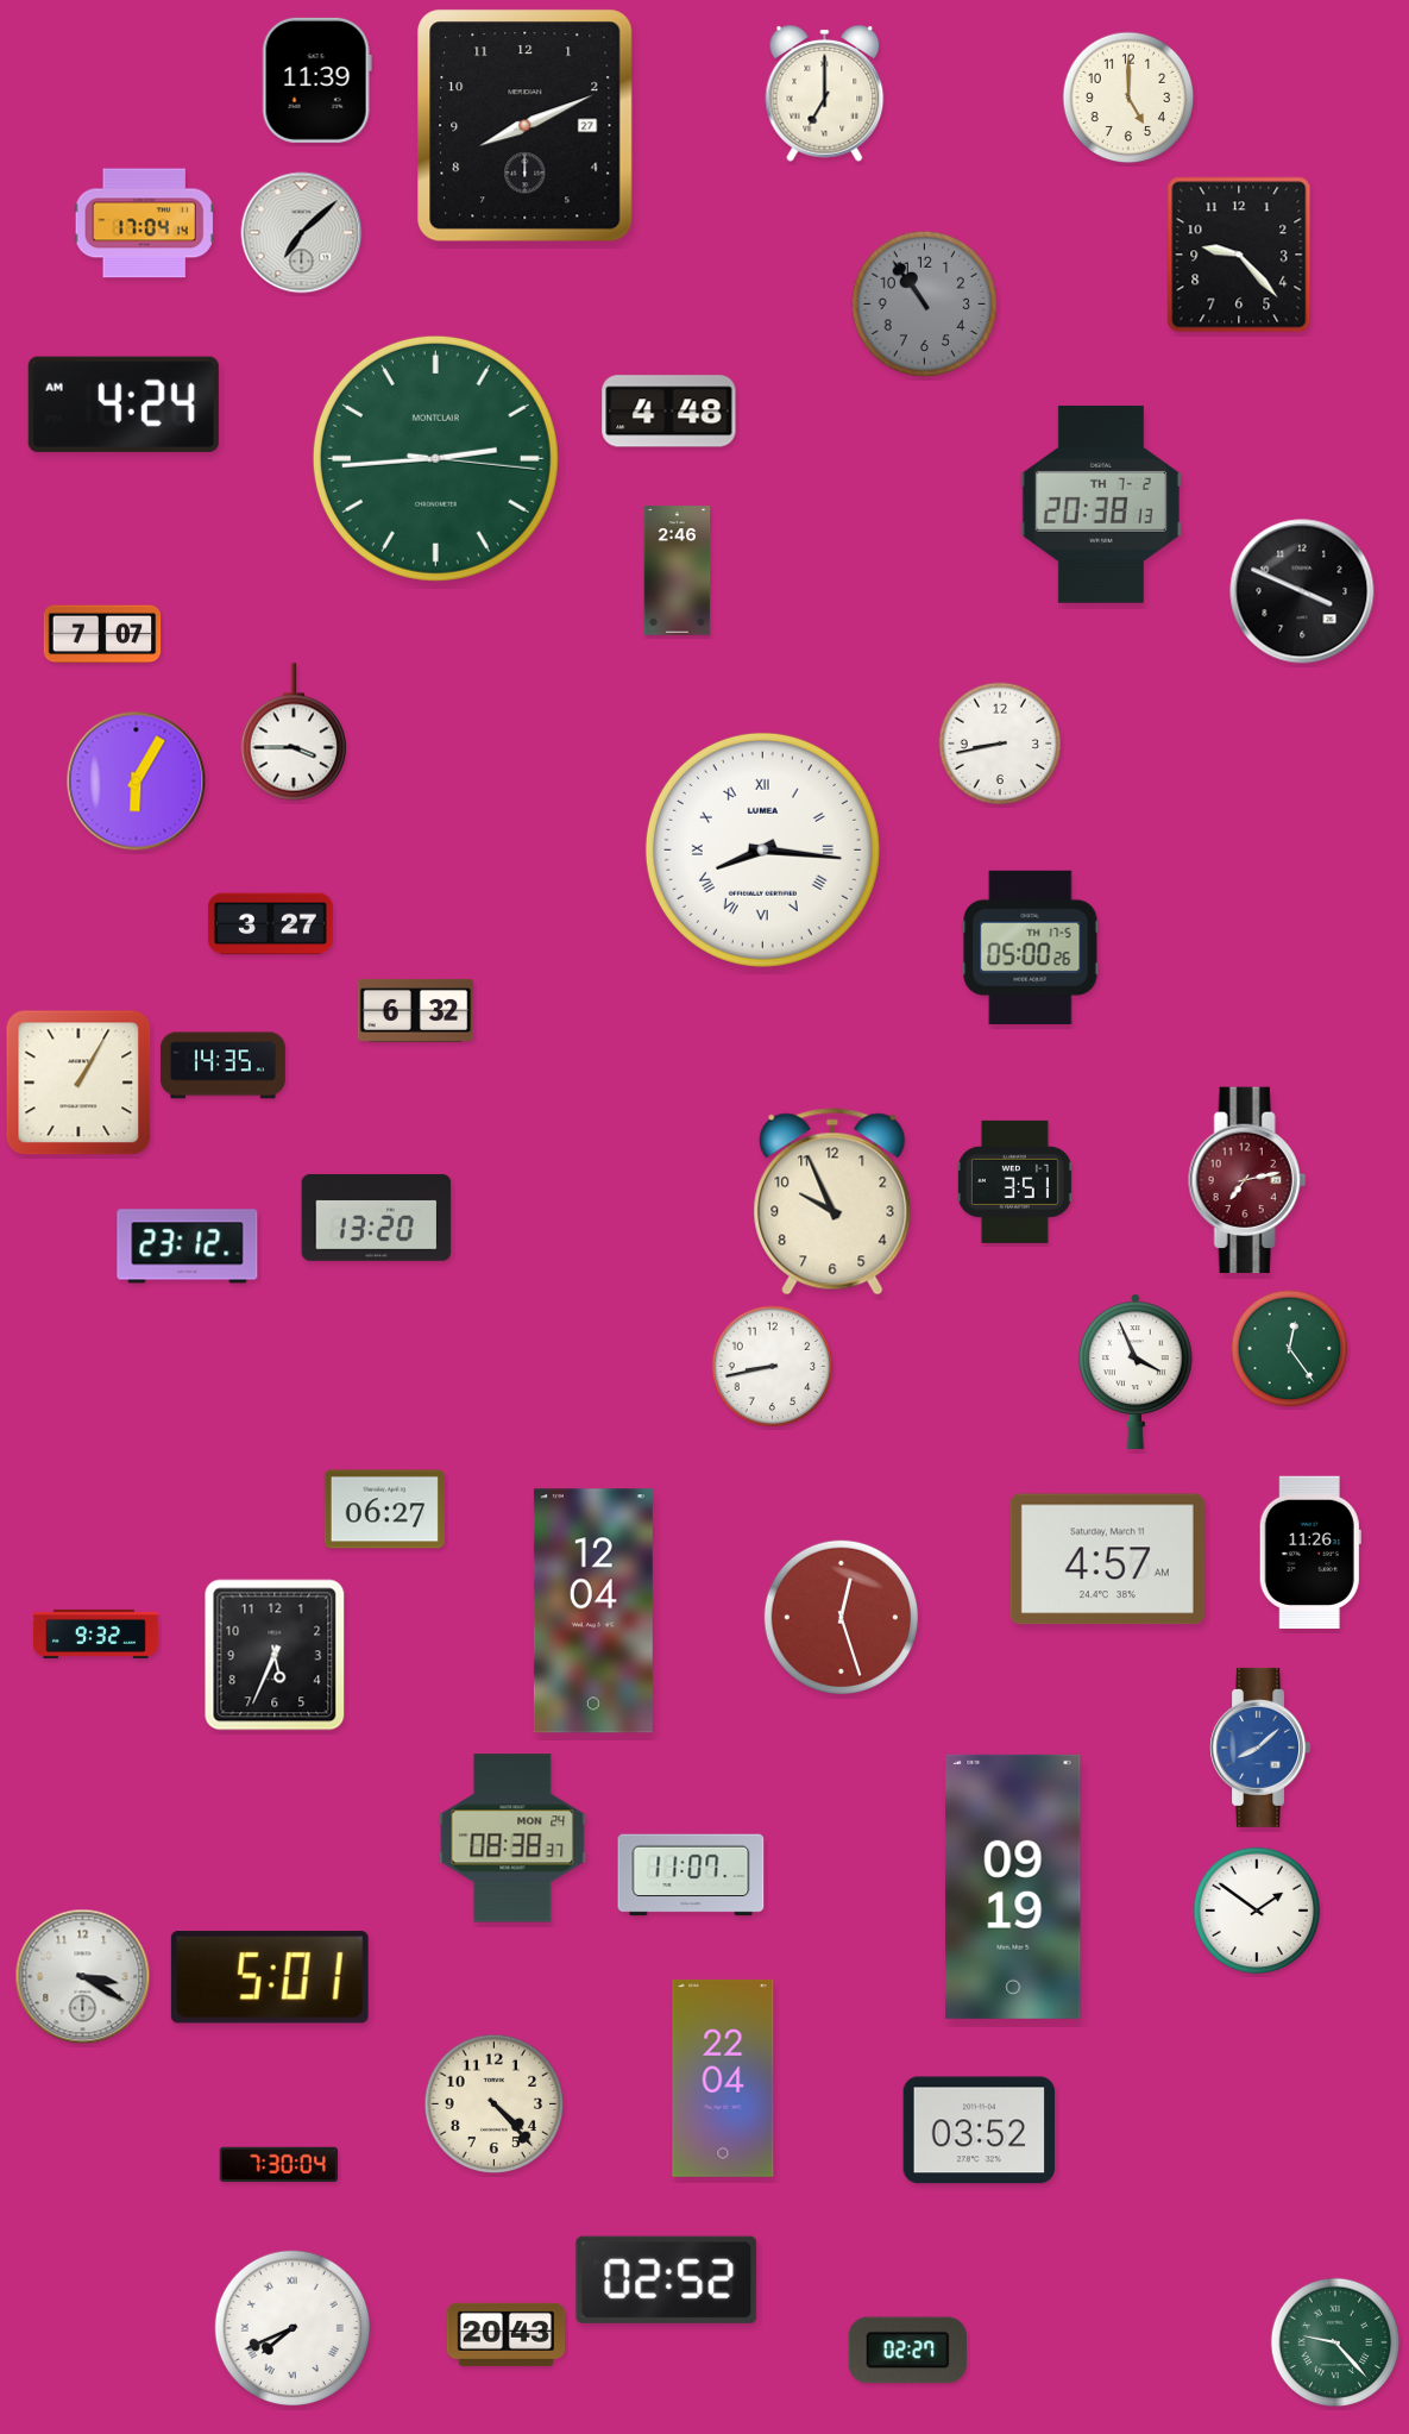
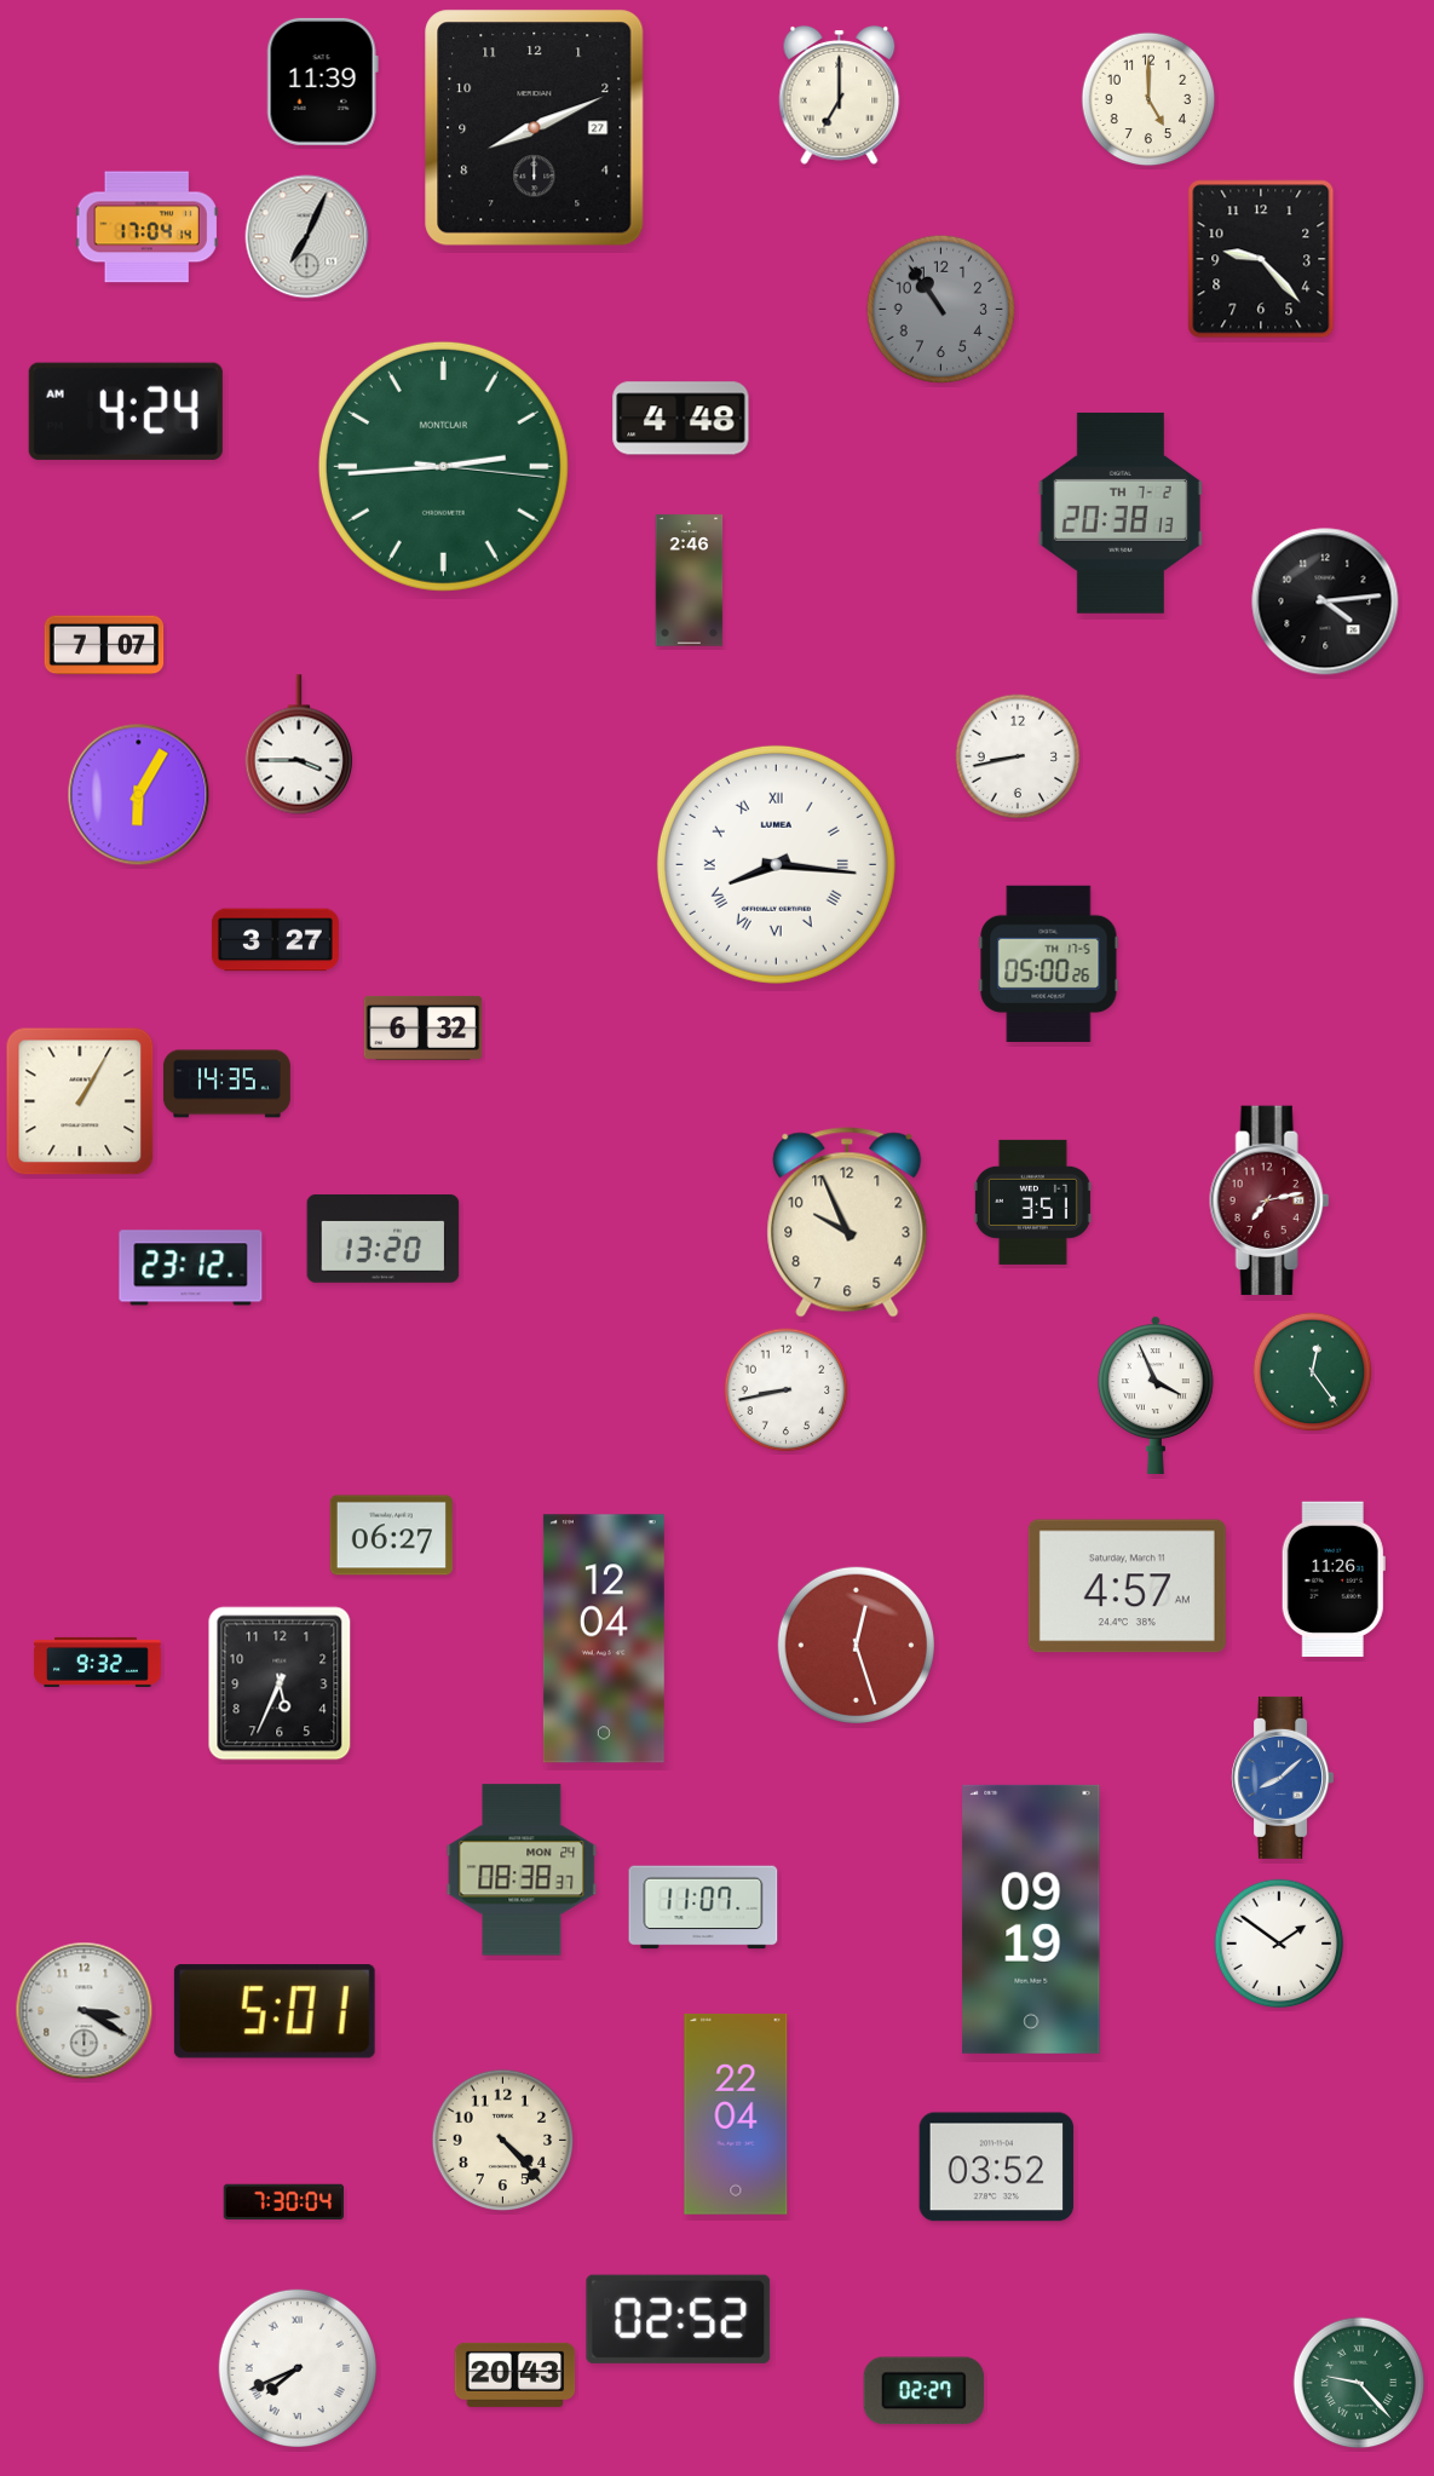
clock at (302, 233): 7:08 -> 7:04
clock at (1302, 591): 3:49 -> 4:14
